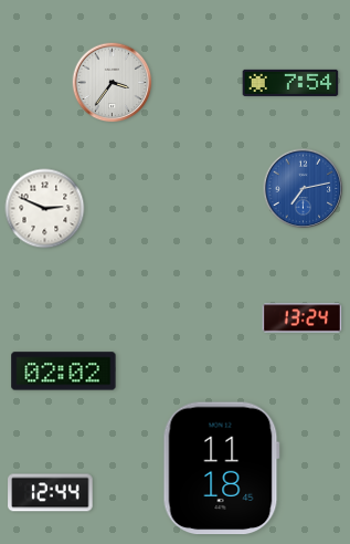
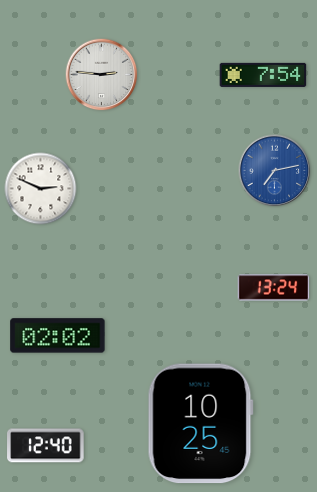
clock at (113, 83): 3:36 -> 2:46
clock at (221, 469): 11:18 -> 10:25
clock at (51, 493): 12:44 -> 12:40
